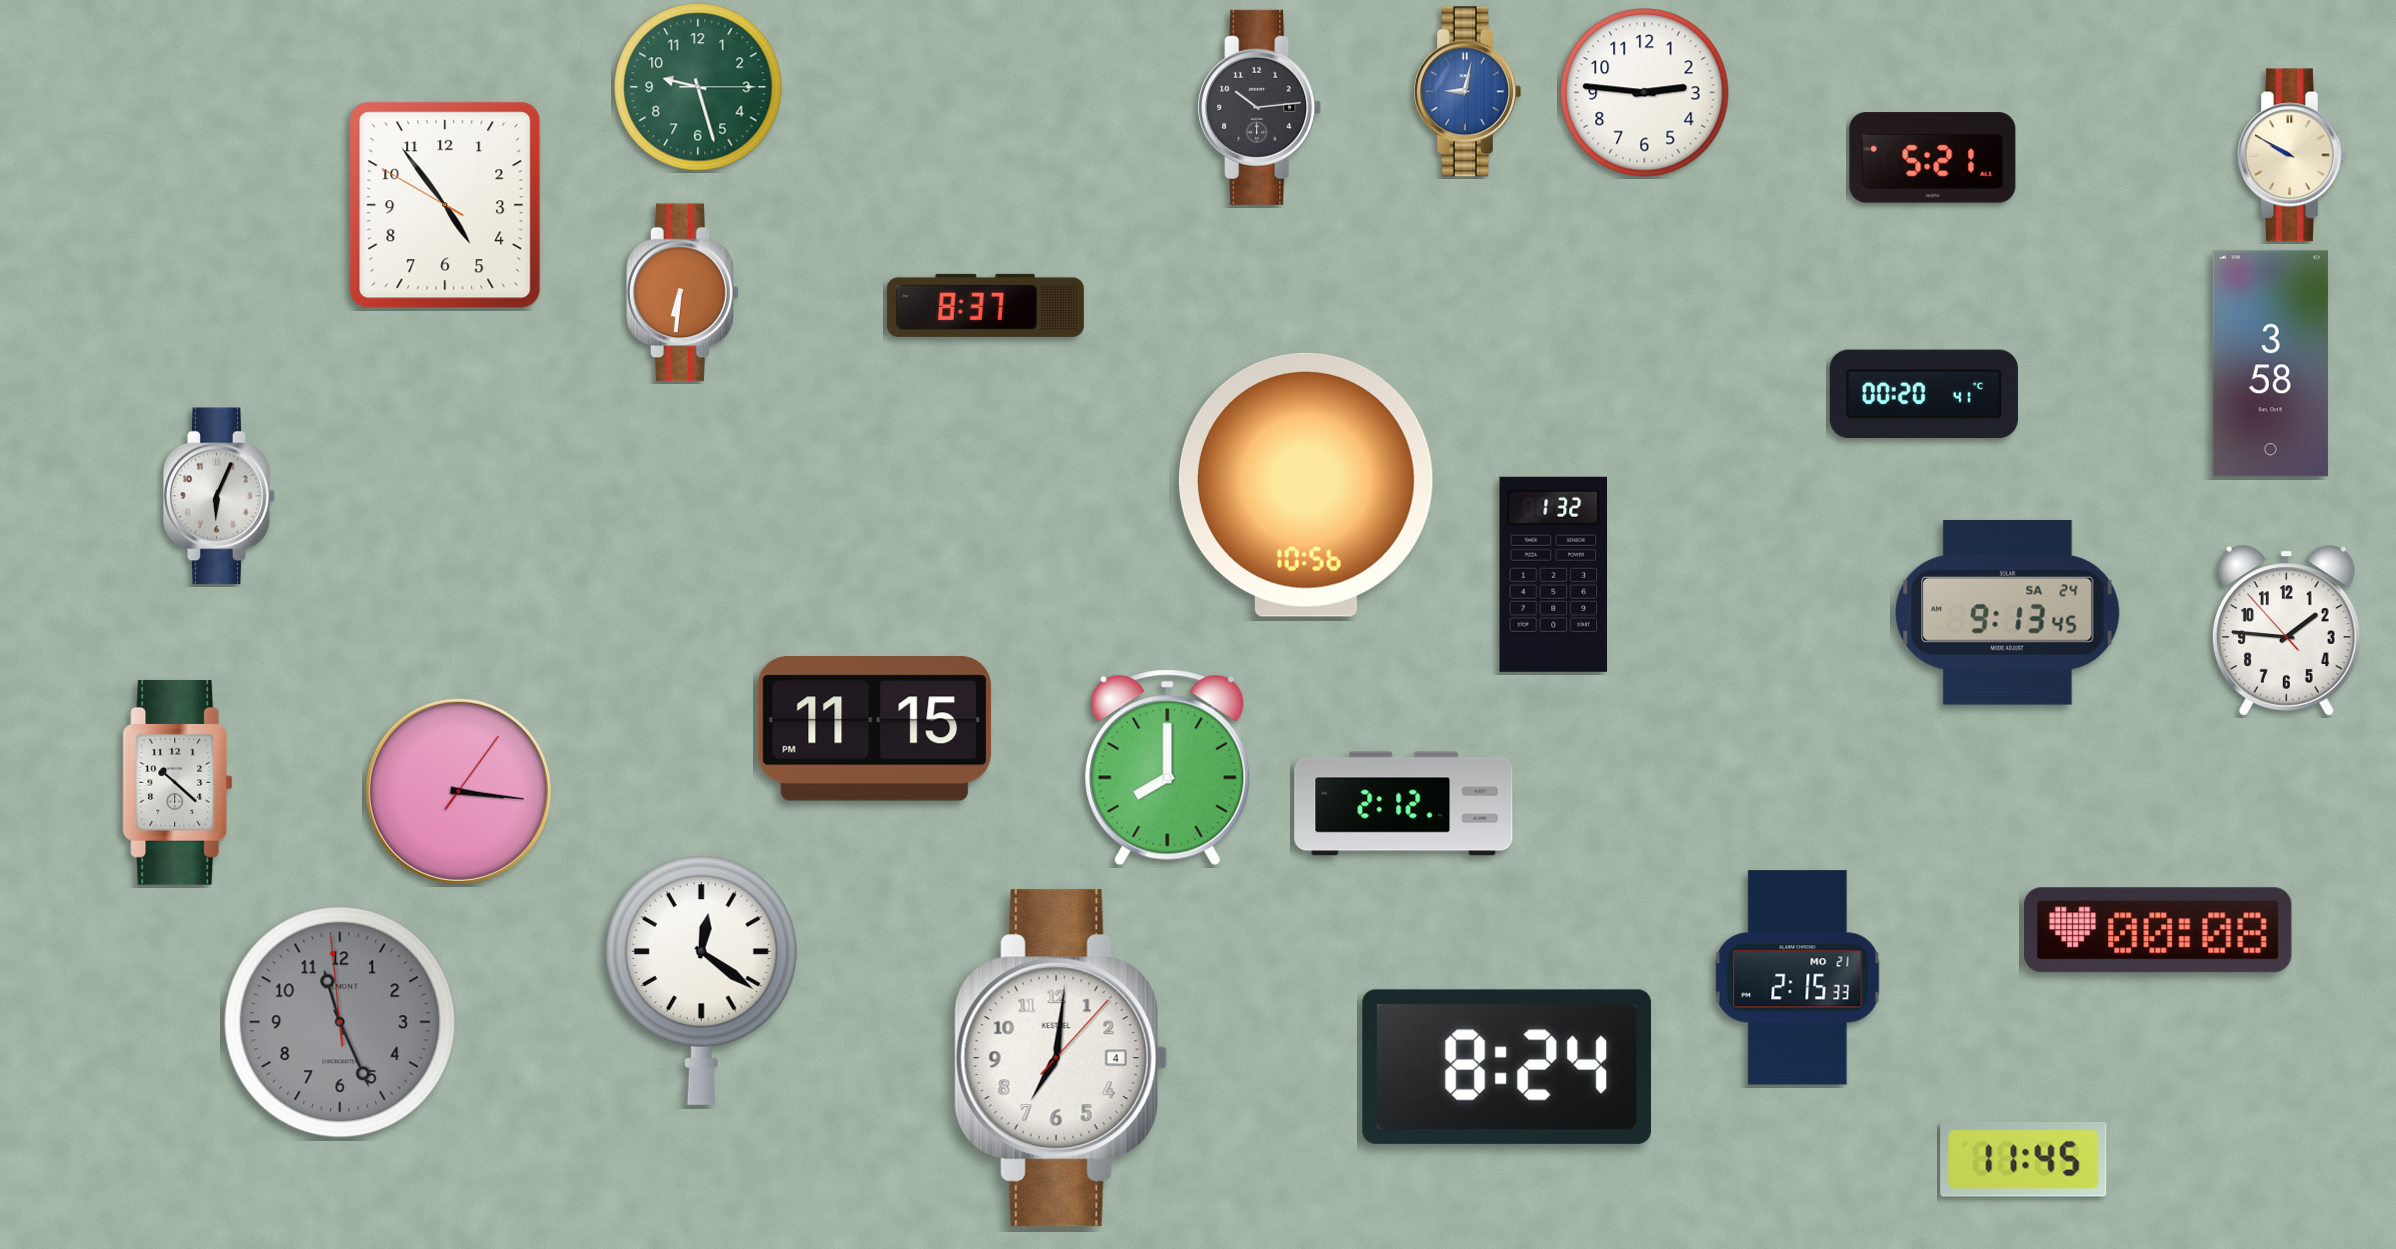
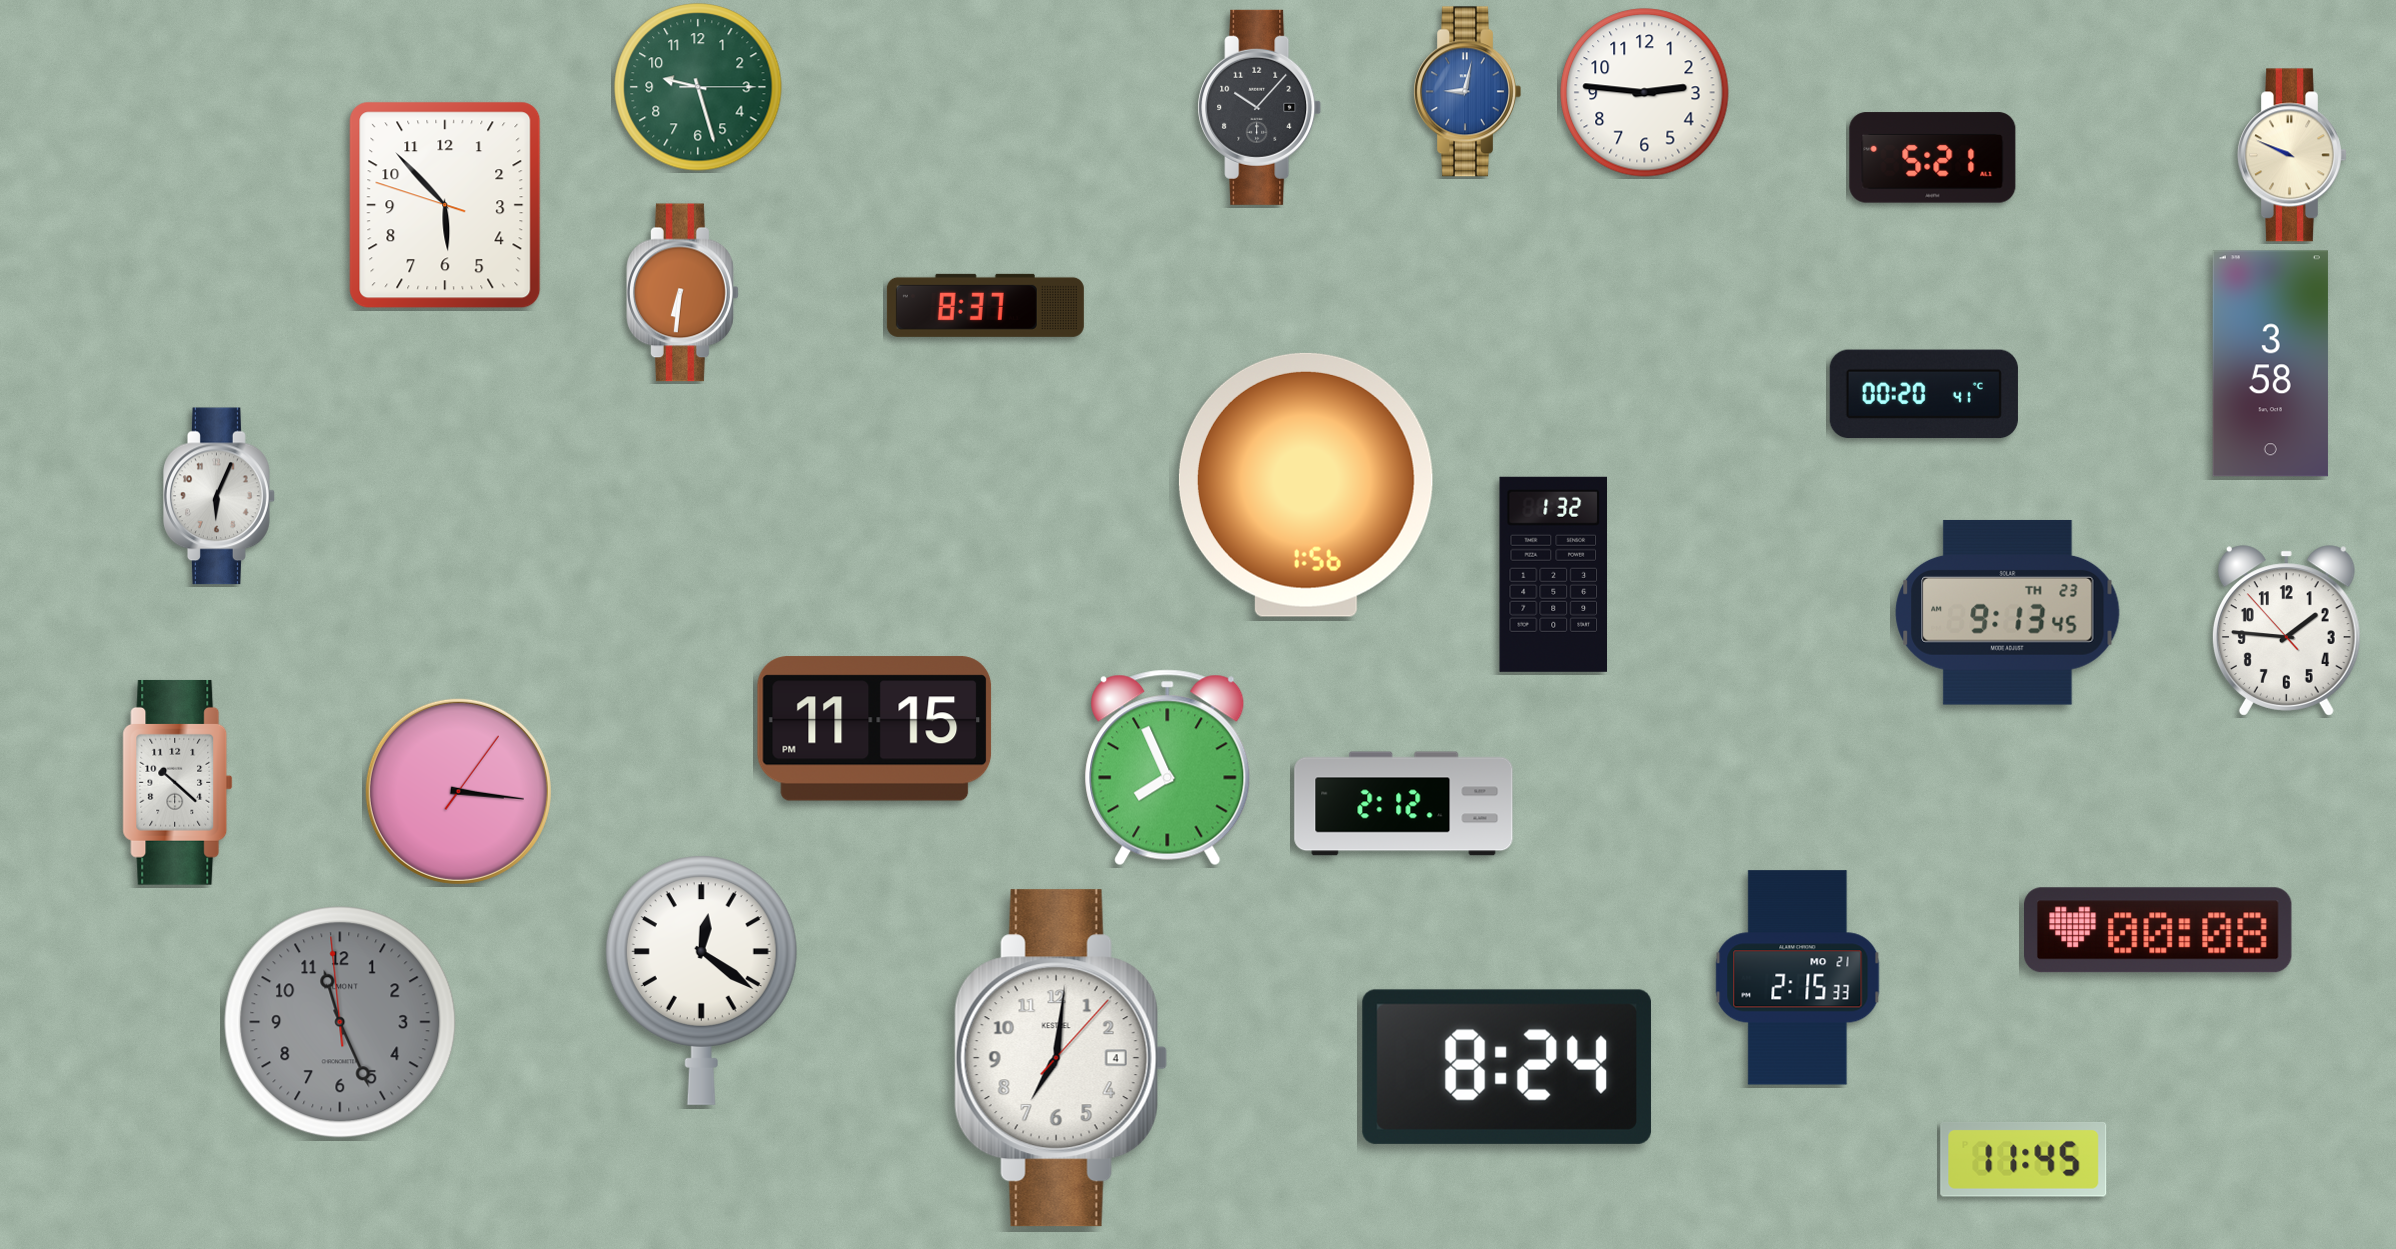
clock at (1260, 107): 10:14 -> 10:07
clock at (2292, 155): 9:50 -> 9:49
clock at (445, 205): 4:53 -> 5:52
clock at (1306, 485): 10:56 -> 1:56
clock at (2008, 612) date: SA 24 -> TH 23
clock at (1168, 768): 8:00 -> 7:56
